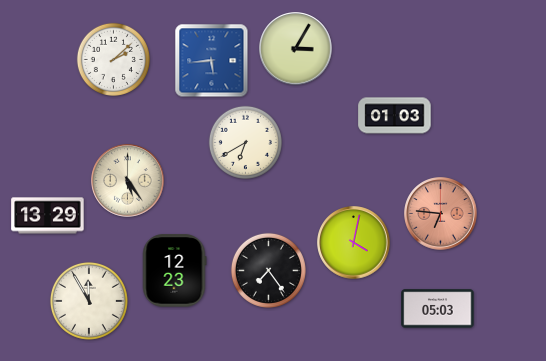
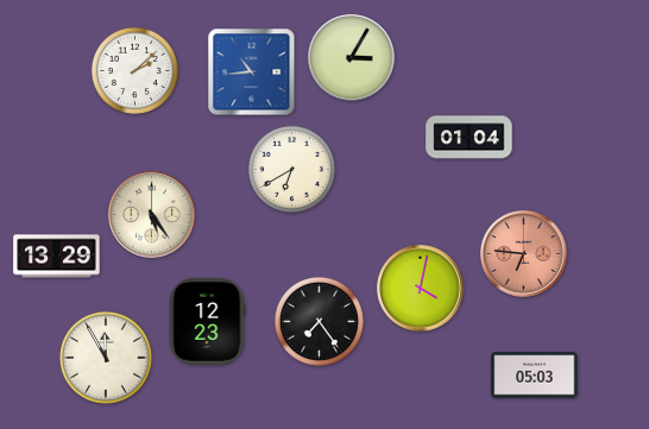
clock at (212, 61): 5:44 -> 10:44
clock at (395, 116): 01:03 -> 01:04
clock at (438, 309) position: (438, 309) -> (535, 376)
